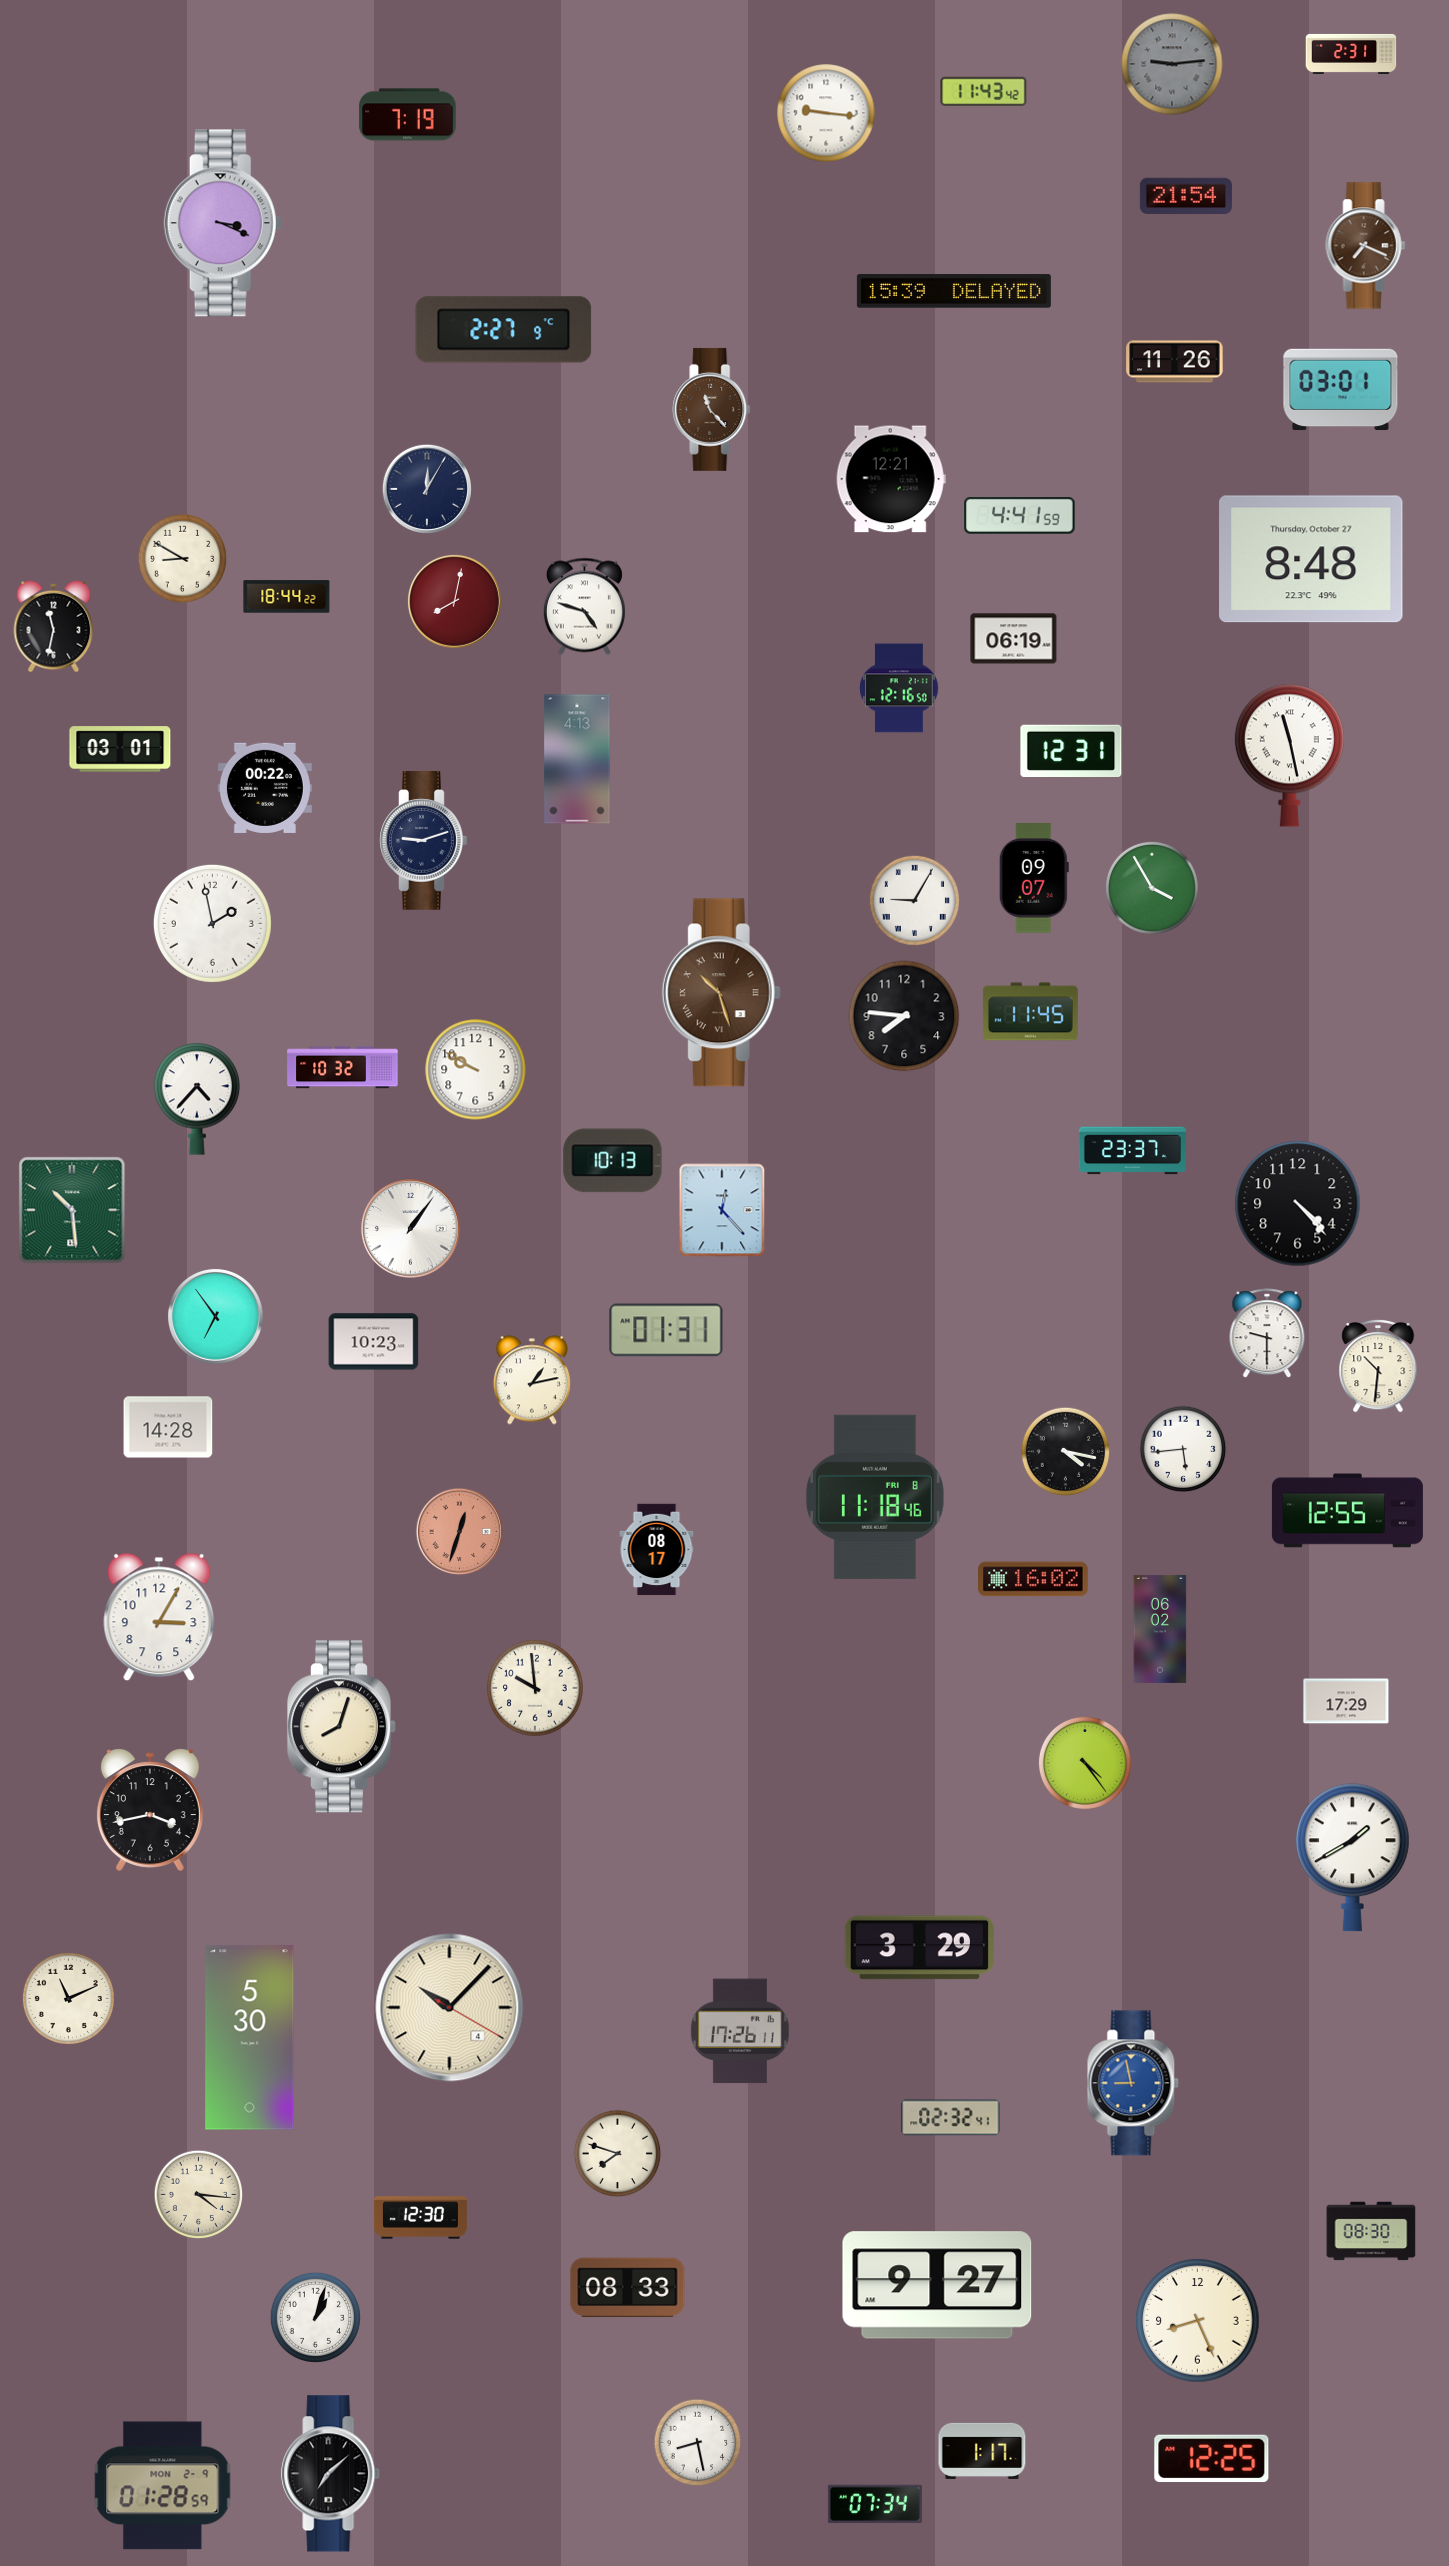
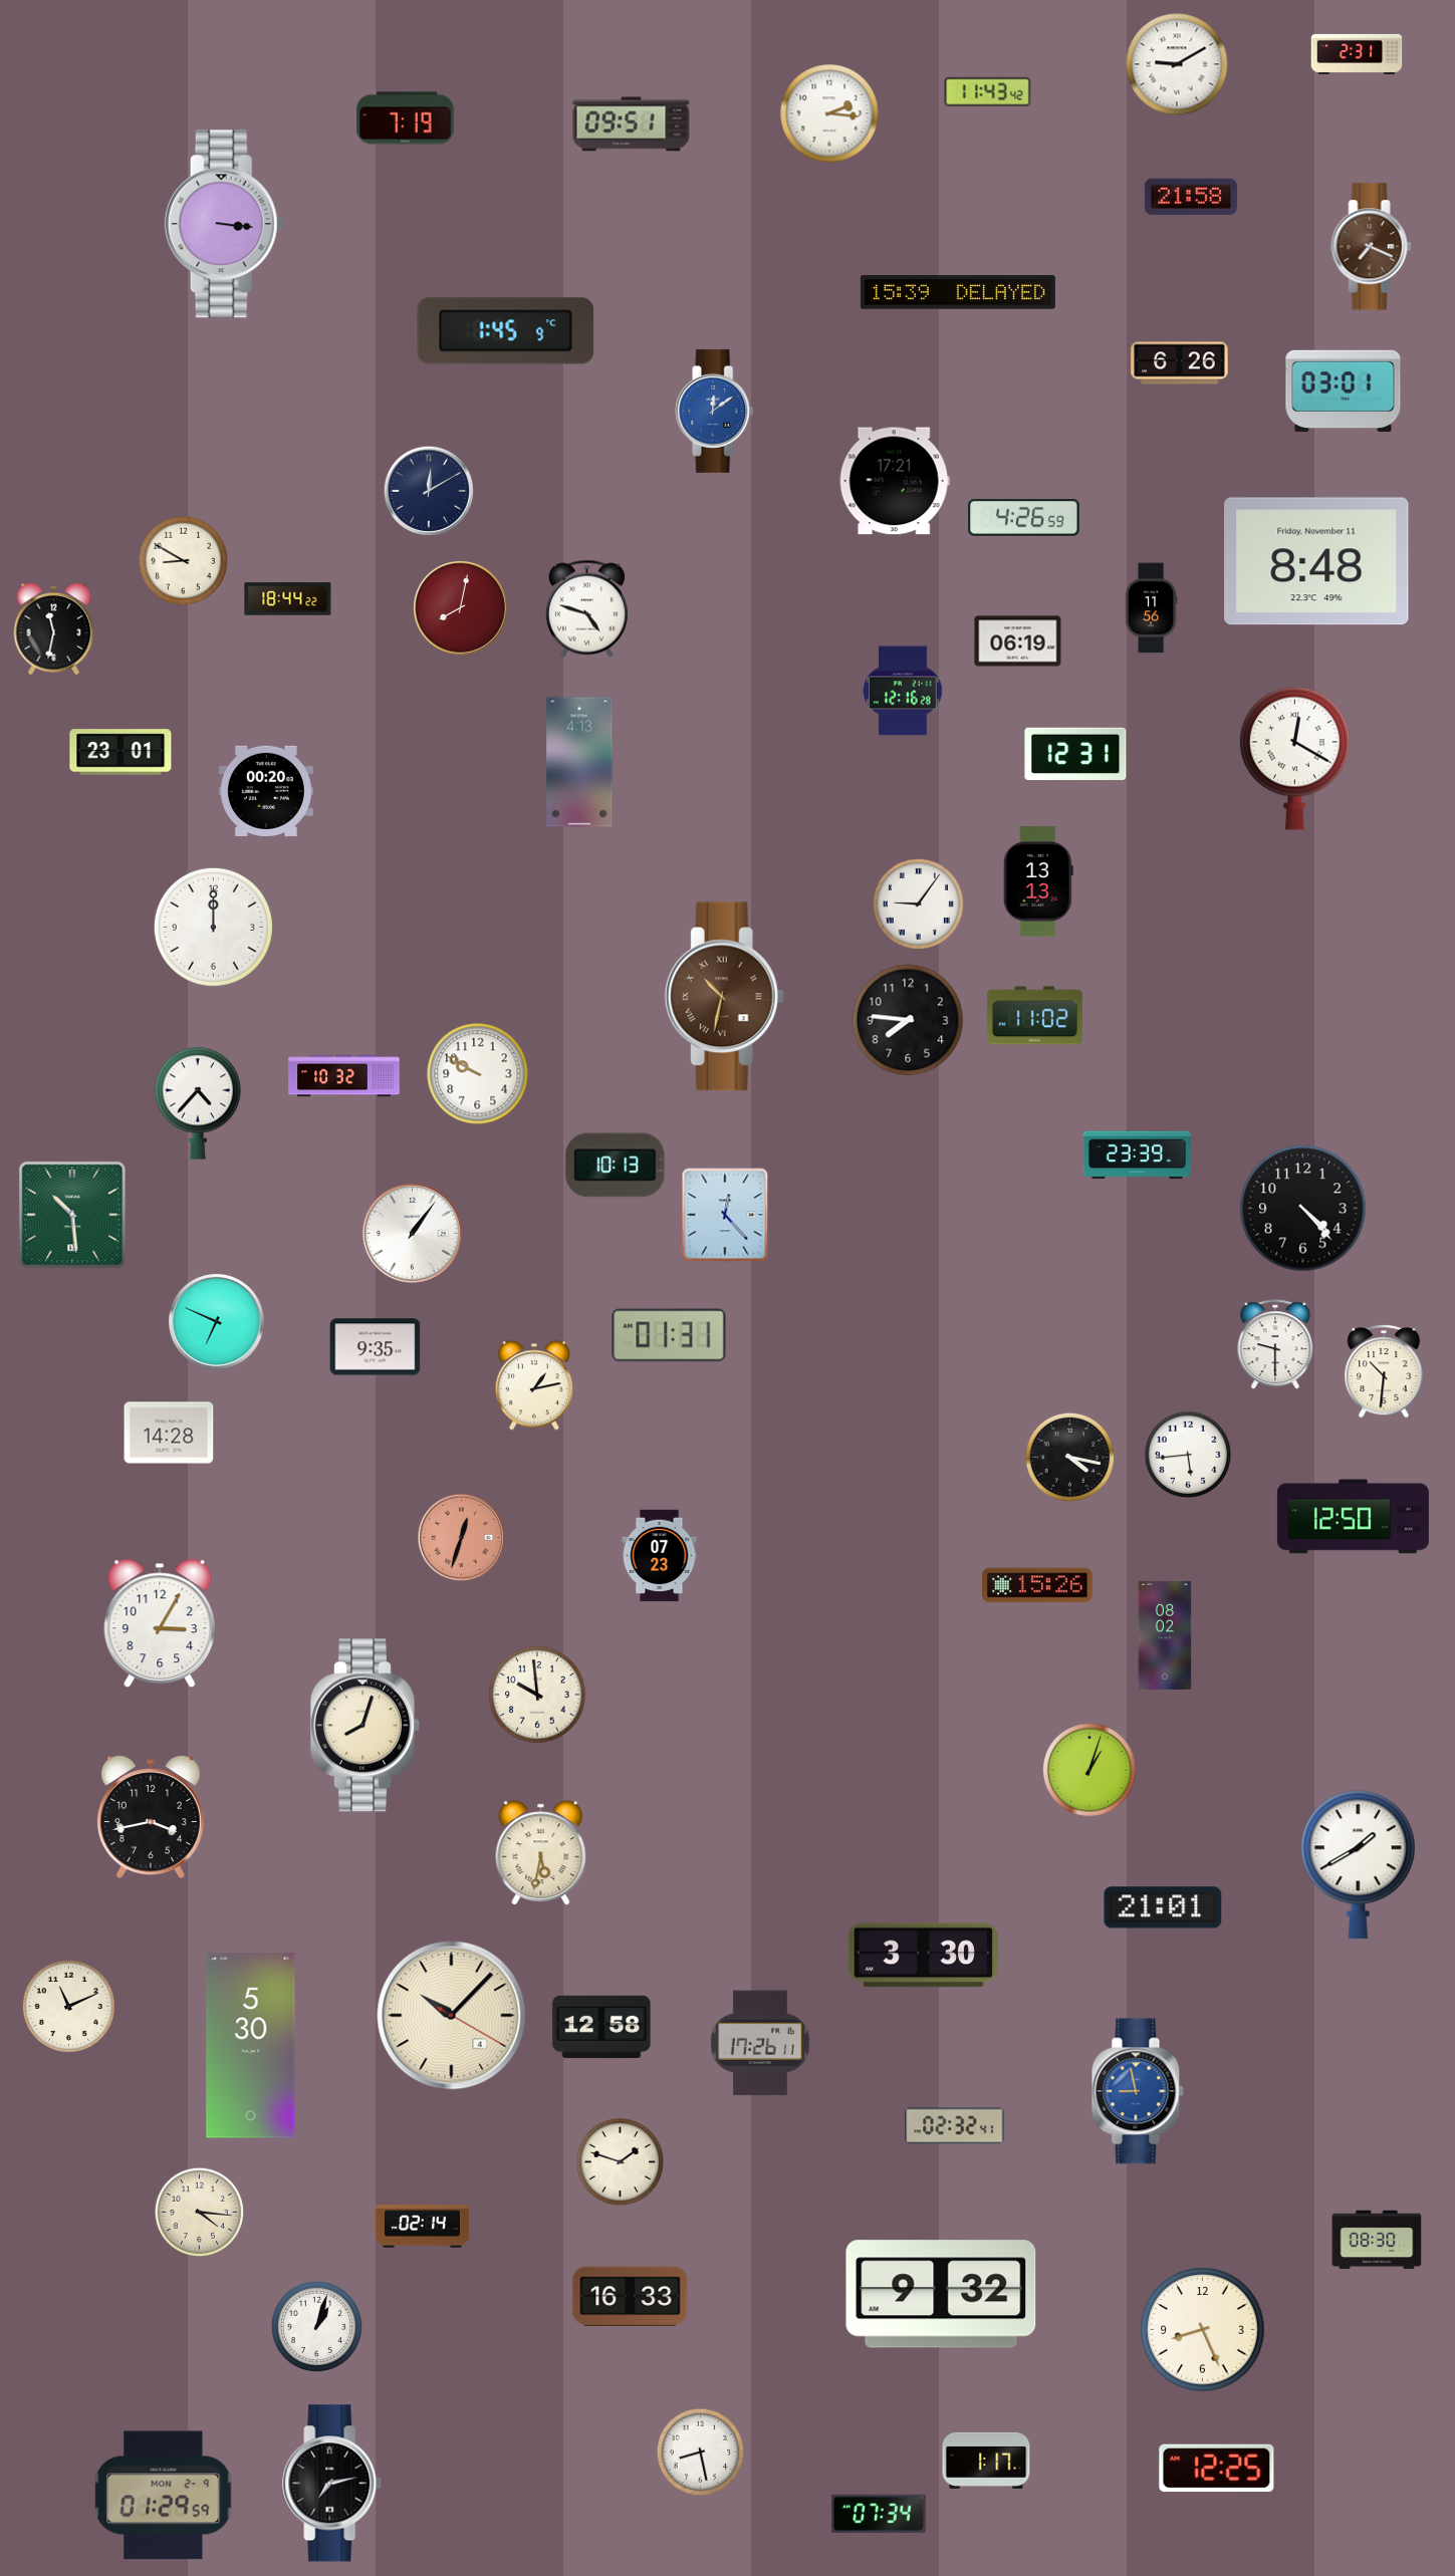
clock at (1172, 64): 9:14 -> 9:10
clock at (1172, 64) dial: grey -> white
clock at (826, 113): 9:16 -> 2:16
clock at (408, 115) position: (408, 115) -> (406, 118)
clock at (632, 124): none -> 09:51
clock at (1186, 196): 21:54 -> 21:58
clock at (223, 223): 3:19 -> 3:16
clock at (504, 330): 2:27 -> 1:45
clock at (1175, 362): 11:26 -> 6:26
clock at (1341, 390) position: (1341, 390) -> (1344, 392)
clock at (712, 409): 11:23 -> 12:09
clock at (712, 409) dial: brown -> blue
clock at (891, 479): 12:21 -> 17:21
clock at (426, 488): 12:05 -> 12:10
clock at (1020, 516): 4:41 -> 4:26
clock at (1311, 559) date: Thursday, October 27 -> Friday, November 11
clock at (454, 601) position: (454, 601) -> (460, 607)
clock at (1151, 608): none -> 11:56
clock at (899, 688): 12:16:50 -> 12:16:28
clock at (120, 749): 03:01 -> 23:01
clock at (1289, 755): 11:28 -> 12:20
clock at (265, 788): 00:22 -> 00:20
clock at (424, 841): 9:12 -> none
clock at (1034, 878): 09:07 -> 13:13
clock at (1152, 888): 3:55 -> none
clock at (914, 900): 9:05 -> 9:06
clock at (212, 923): 1:58 -> 12:00
clock at (721, 993): 10:27 -> 10:32
clock at (1030, 1012): 11:45 -> 11:02
clock at (343, 1068) position: (343, 1068) -> (344, 1076)
clock at (1132, 1151): 23:37 -> 23:39
clock at (215, 1316): 6:54 -> 6:49
clock at (1267, 1334) position: (1267, 1334) -> (1275, 1345)
clock at (374, 1342): 10:23 -> 9:35
clock at (875, 1497): 11:18 -> none
clock at (1347, 1511): 12:55 -> 12:50
clock at (657, 1550): 08:17 -> 07:23
clock at (1033, 1579): 16:02 -> 15:26
clock at (1160, 1629): 06:02 -> 08:02
clock at (1346, 1701): 17:29 -> none
clock at (341, 1727) position: (341, 1727) -> (365, 1726)
clock at (1085, 1763): 4:24 -> 1:03
clock at (541, 1853): none -> 5:32
clock at (1163, 1907): none -> 21:01
clock at (919, 1948): 3:29 -> 3:30
clock at (601, 2027): none -> 12:58
clock at (740, 2031) position: (740, 2031) -> (760, 2043)
clock at (618, 2154): 7:48 -> 1:48
clock at (199, 2195) position: (199, 2195) -> (200, 2213)
clock at (420, 2218): 12:30 -> 02:14
clock at (937, 2285): 9:27 -> 9:32
clock at (628, 2288): 08:33 -> 16:33
clock at (331, 2474): 7:08 -> 7:13
clock at (163, 2486): 01:28 -> 01:29
